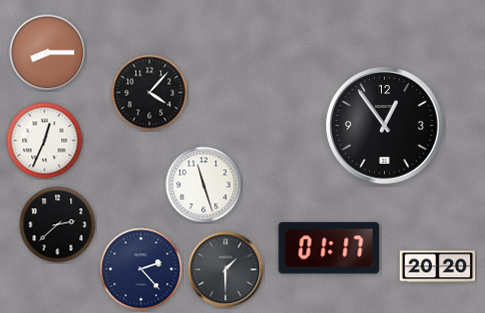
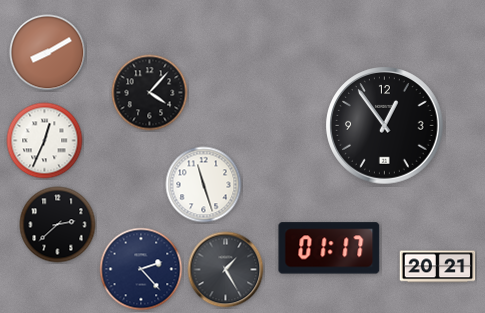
clock at (48, 53): 8:15 -> 8:10
clock at (438, 267): 20:20 -> 20:21
clock at (226, 270): 1:30 -> 1:25
